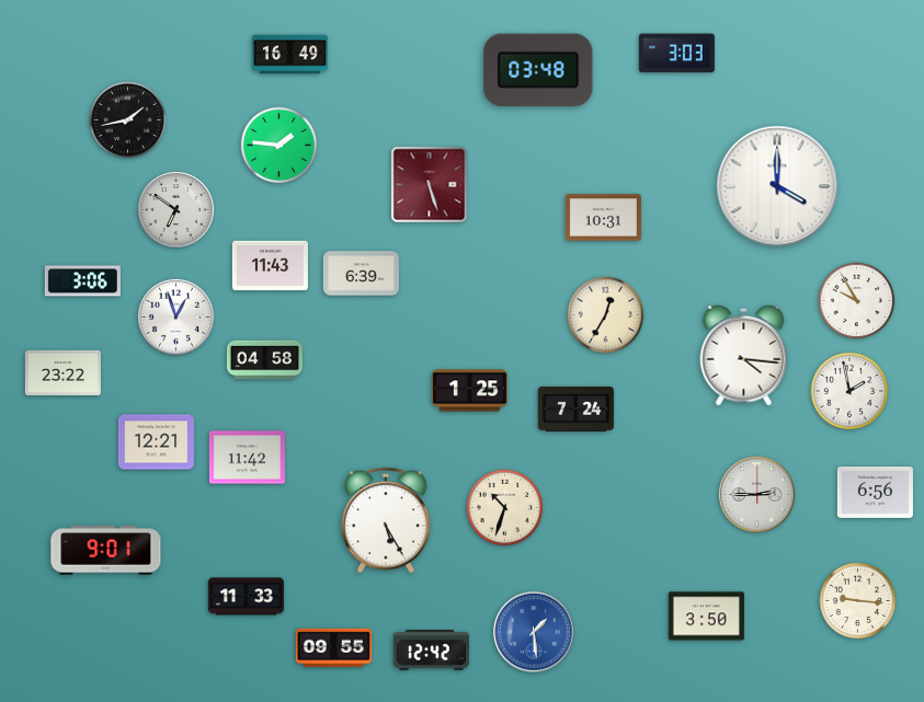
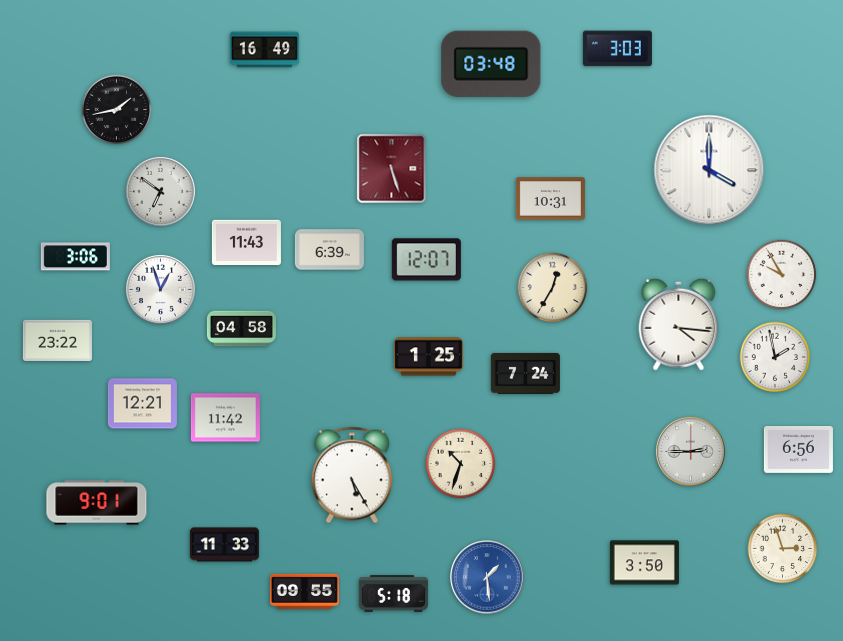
clock at (280, 146): 1:46 -> none
clock at (426, 260): none -> 12:07
clock at (858, 601): 9:16 -> 2:57
clock at (431, 651): 12:42 -> 5:18
